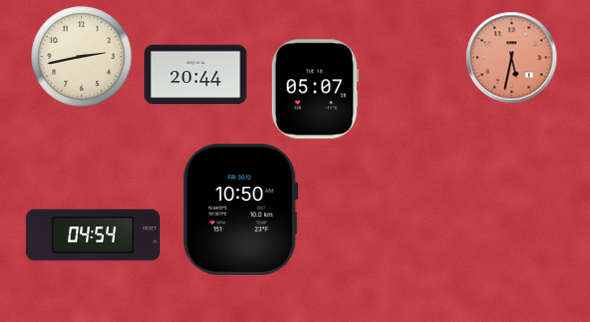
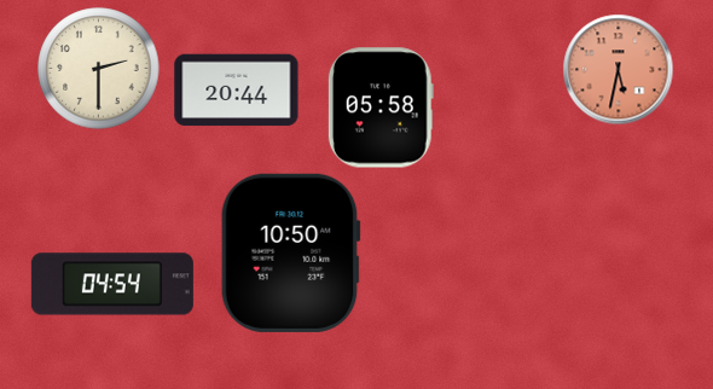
clock at (82, 57): 2:43 -> 2:30
clock at (315, 89): 05:07 -> 05:58
